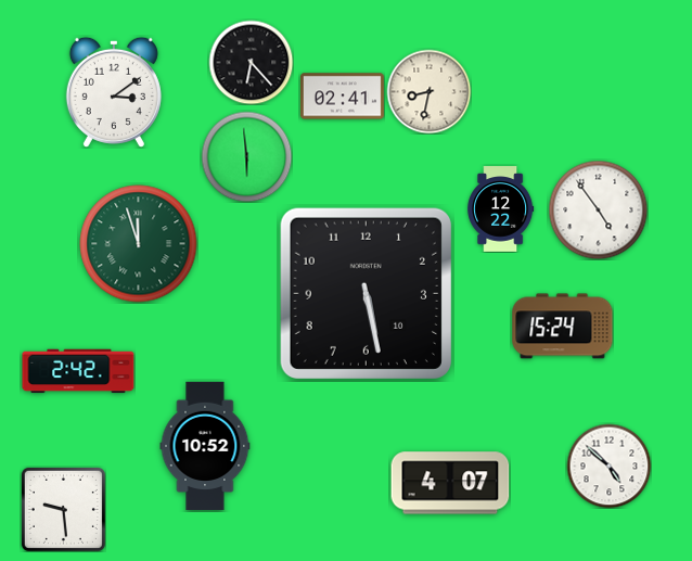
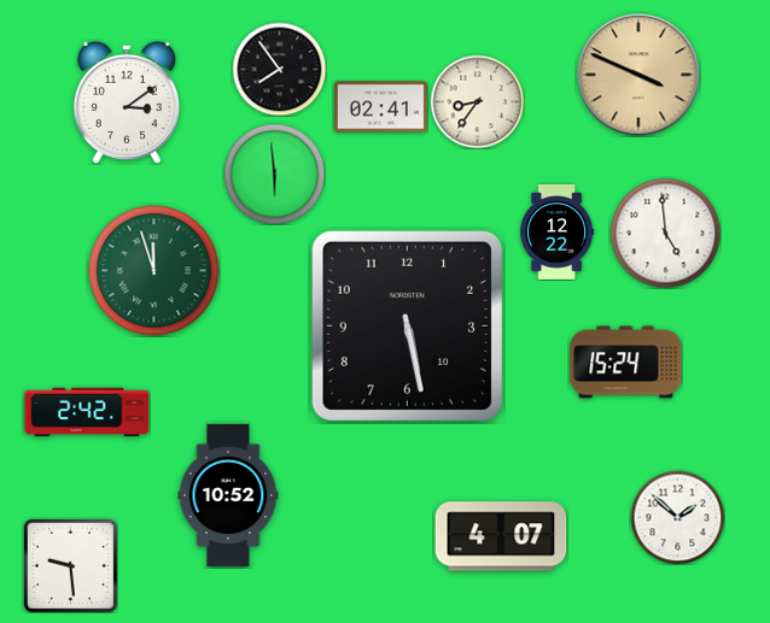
clock at (251, 62): 6:23 -> 7:54
clock at (638, 75): none -> 3:49
clock at (428, 91): 8:32 -> 8:36
clock at (598, 209): 4:54 -> 4:59
clock at (608, 466): 4:52 -> 1:52
